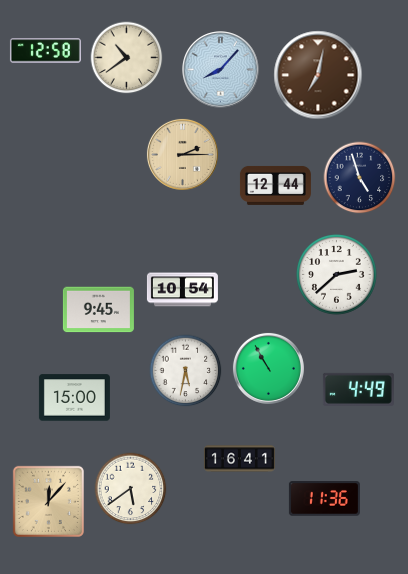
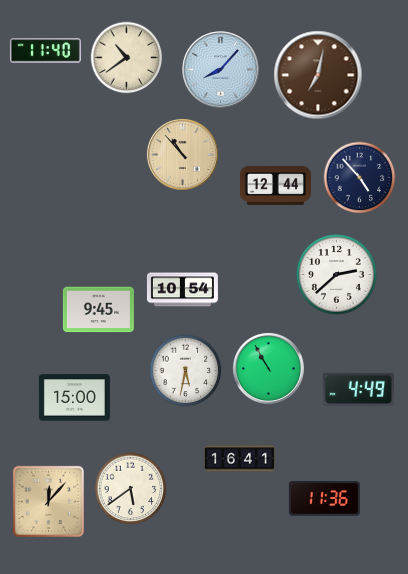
clock at (45, 51): 12:58 -> 11:40
clock at (182, 154): 2:15 -> 10:53
clock at (360, 178): 4:57 -> 4:53
